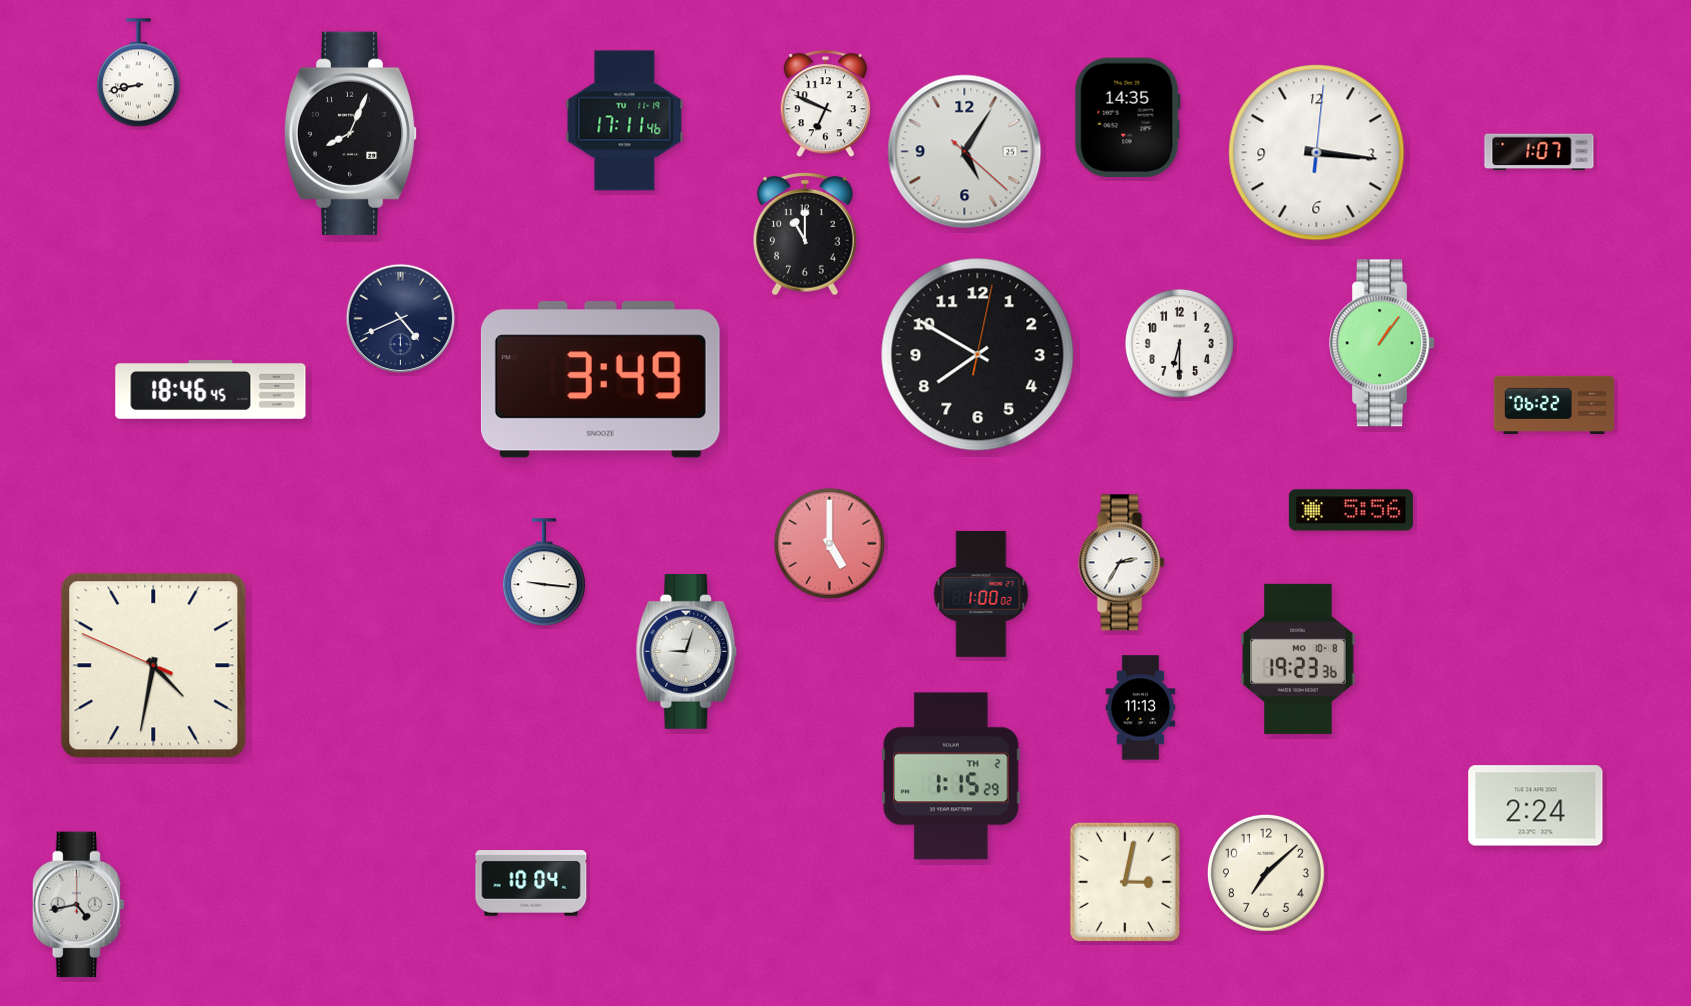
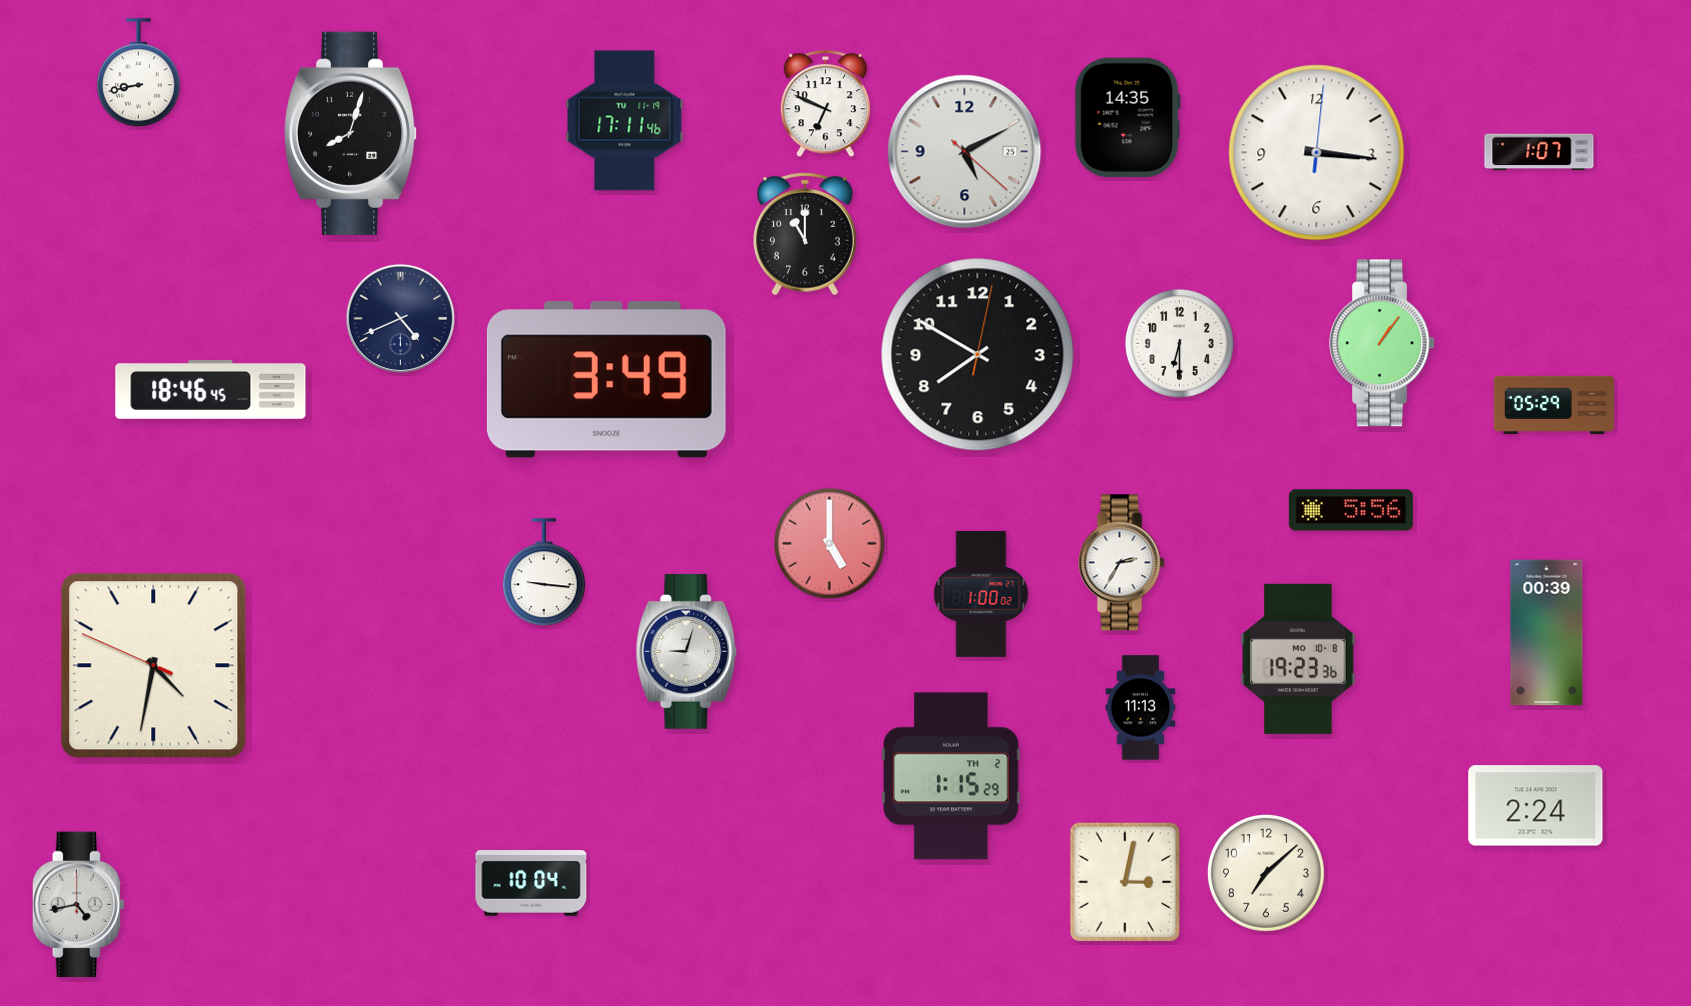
clock at (351, 133): 8:04 -> 8:03
clock at (965, 152): 5:05 -> 5:10
clock at (600, 380) position: (600, 380) -> (606, 380)
clock at (1554, 404): 06:22 -> 05:29
clock at (1547, 633): none -> 00:39
